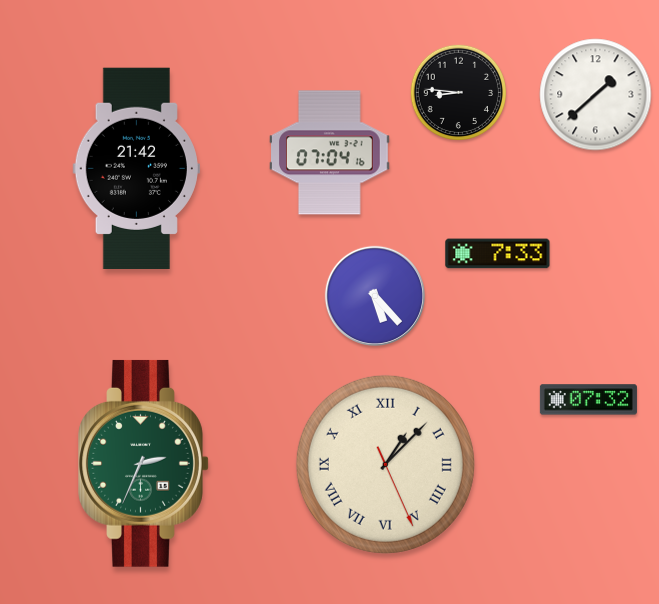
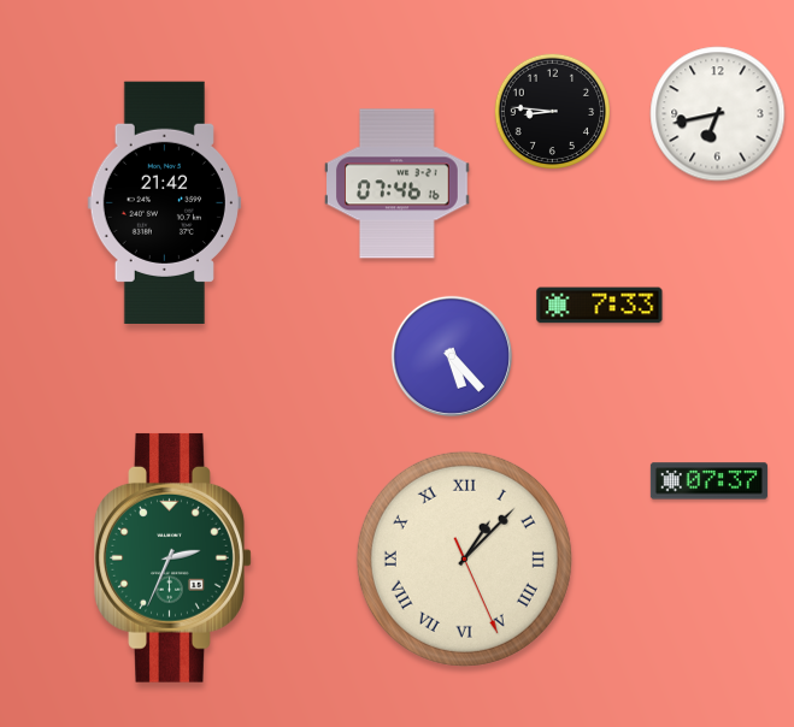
clock at (596, 95): 1:38 -> 6:43
clock at (330, 153): 07:04 -> 07:46
clock at (588, 400): 07:32 -> 07:37
